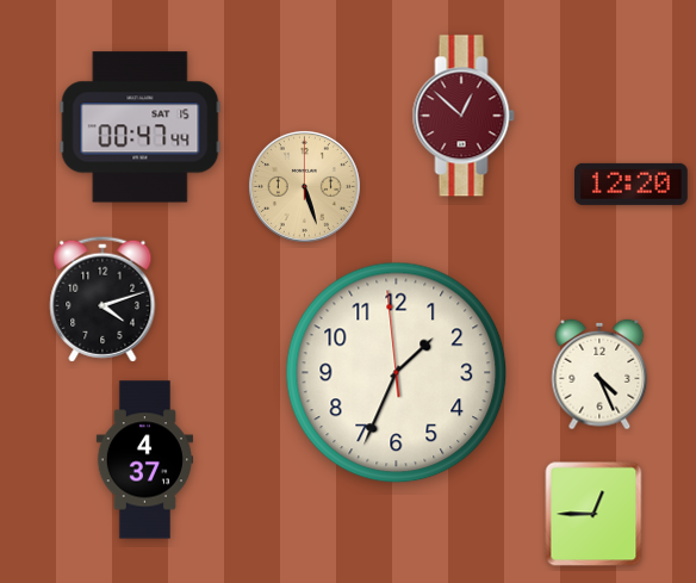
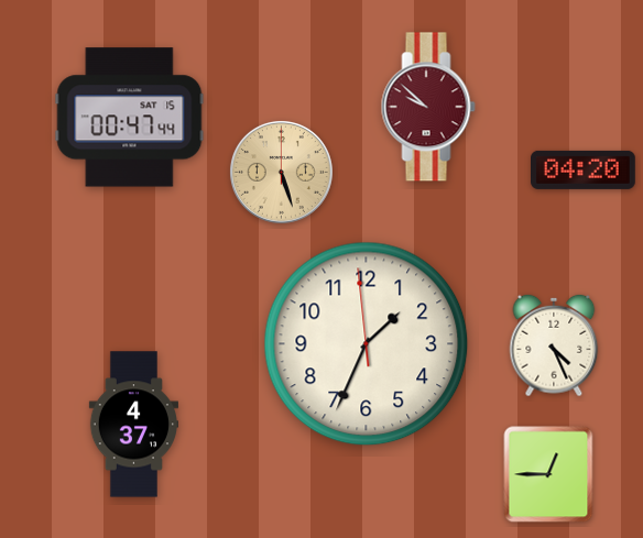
clock at (464, 116): 12:52 -> 9:52
clock at (632, 184): 12:20 -> 04:20
clock at (102, 299): 4:12 -> none
